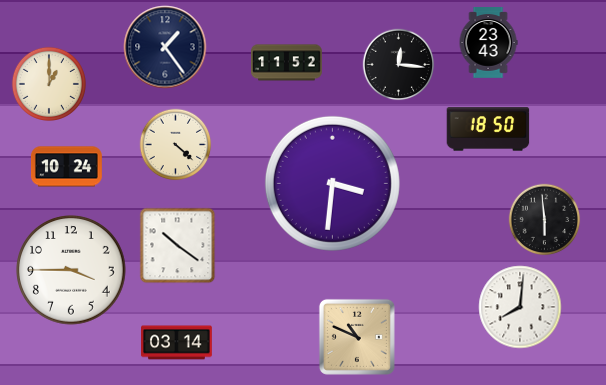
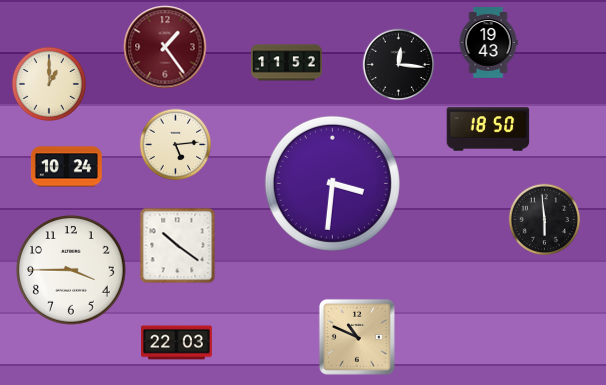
clock at (488, 43): 23:43 -> 19:43
clock at (165, 47) dial: navy -> burgundy
clock at (176, 145): 4:22 -> 5:14
clock at (520, 307): 8:01 -> none
clock at (177, 343): 03:14 -> 22:03
